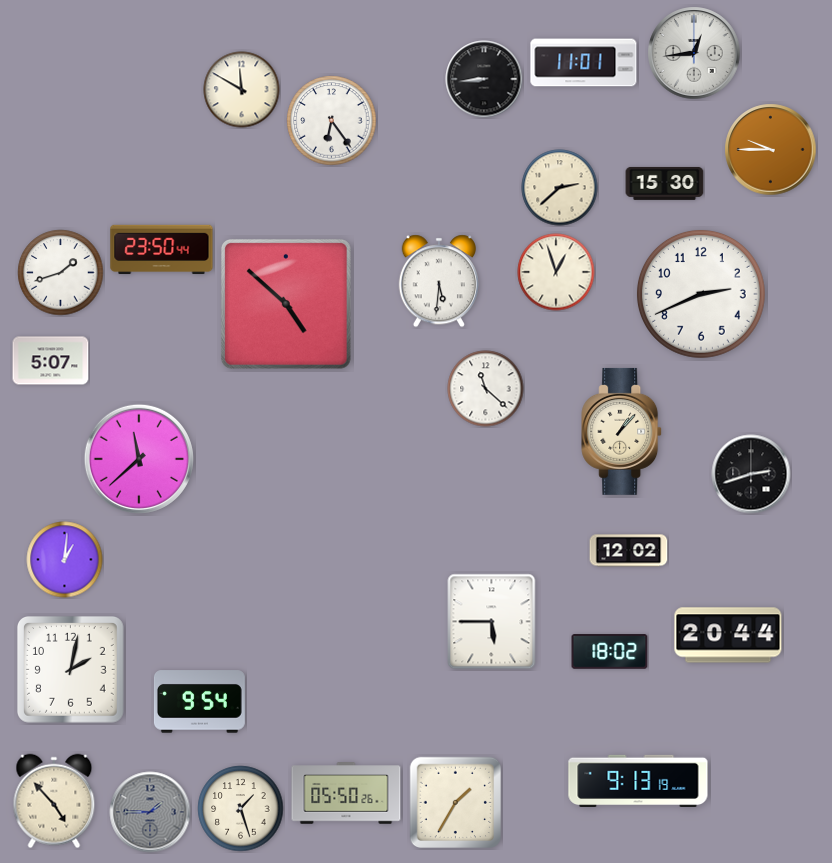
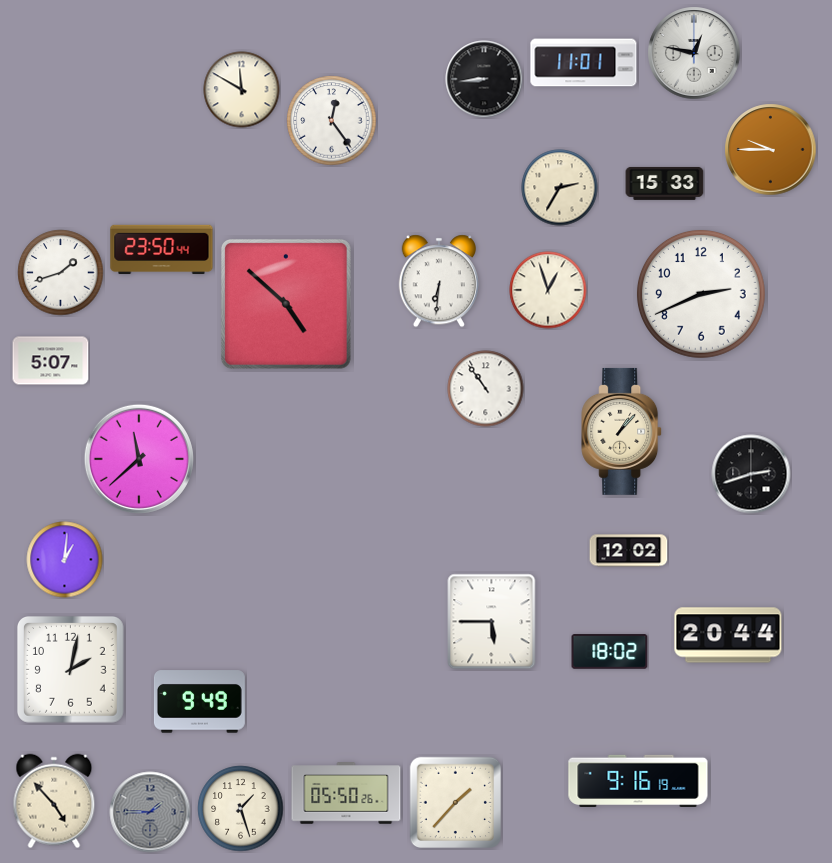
clock at (694, 53): 12:44 -> 12:47
clock at (332, 121): 6:24 -> 12:24
clock at (665, 183): 15:30 -> 15:33
clock at (560, 188): 2:38 -> 2:35
clock at (556, 272) position: (556, 272) -> (548, 290)
clock at (439, 281): 5:31 -> 6:31
clock at (486, 389): 11:22 -> 10:54
clock at (199, 702): 9:54 -> 9:49
clock at (638, 780): 9:13 -> 9:16
clock at (456, 803): 1:35 -> 1:37
